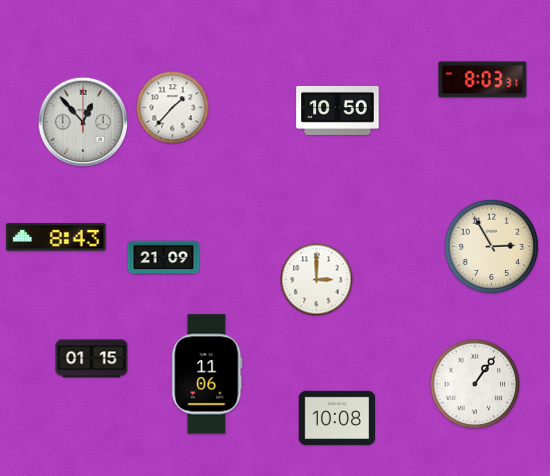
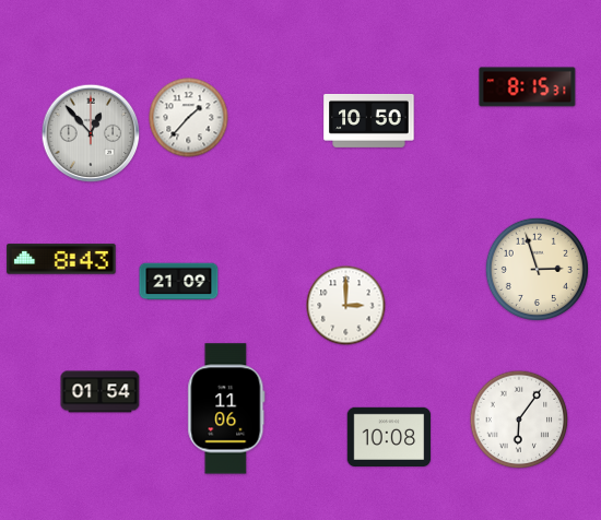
clock at (483, 80): 8:03 -> 8:15
clock at (491, 246): 2:55 -> 2:57
clock at (92, 359): 01:15 -> 01:54
clock at (475, 384): 1:06 -> 6:06
clock at (337, 417) position: (337, 417) -> (389, 436)
